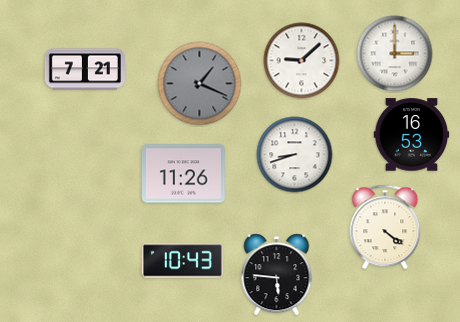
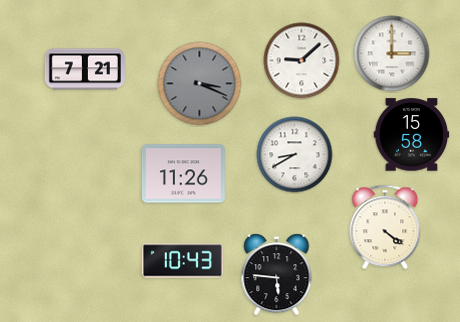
clock at (395, 54) position: (395, 54) -> (392, 54)
clock at (200, 84): 1:19 -> 3:19
clock at (412, 135): 16:53 -> 15:58
clock at (295, 155): 8:42 -> 8:40
